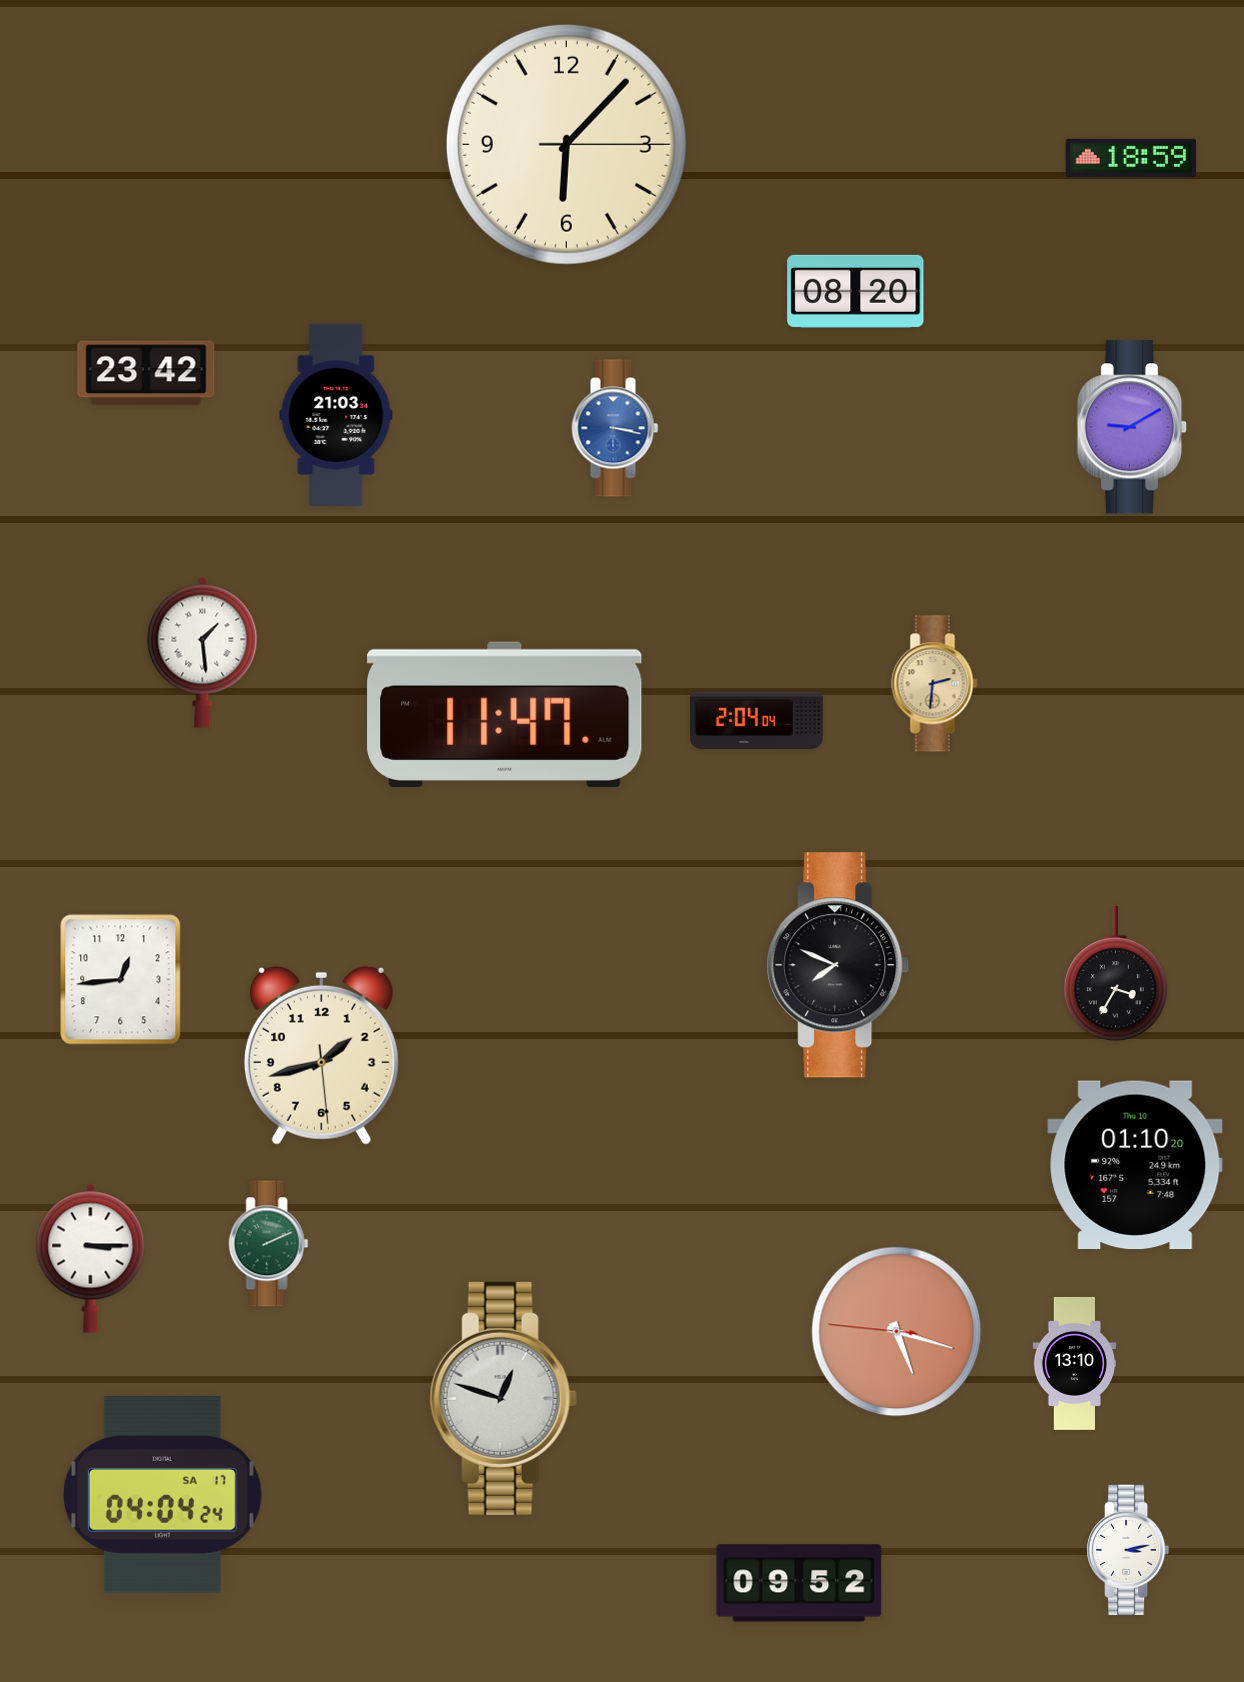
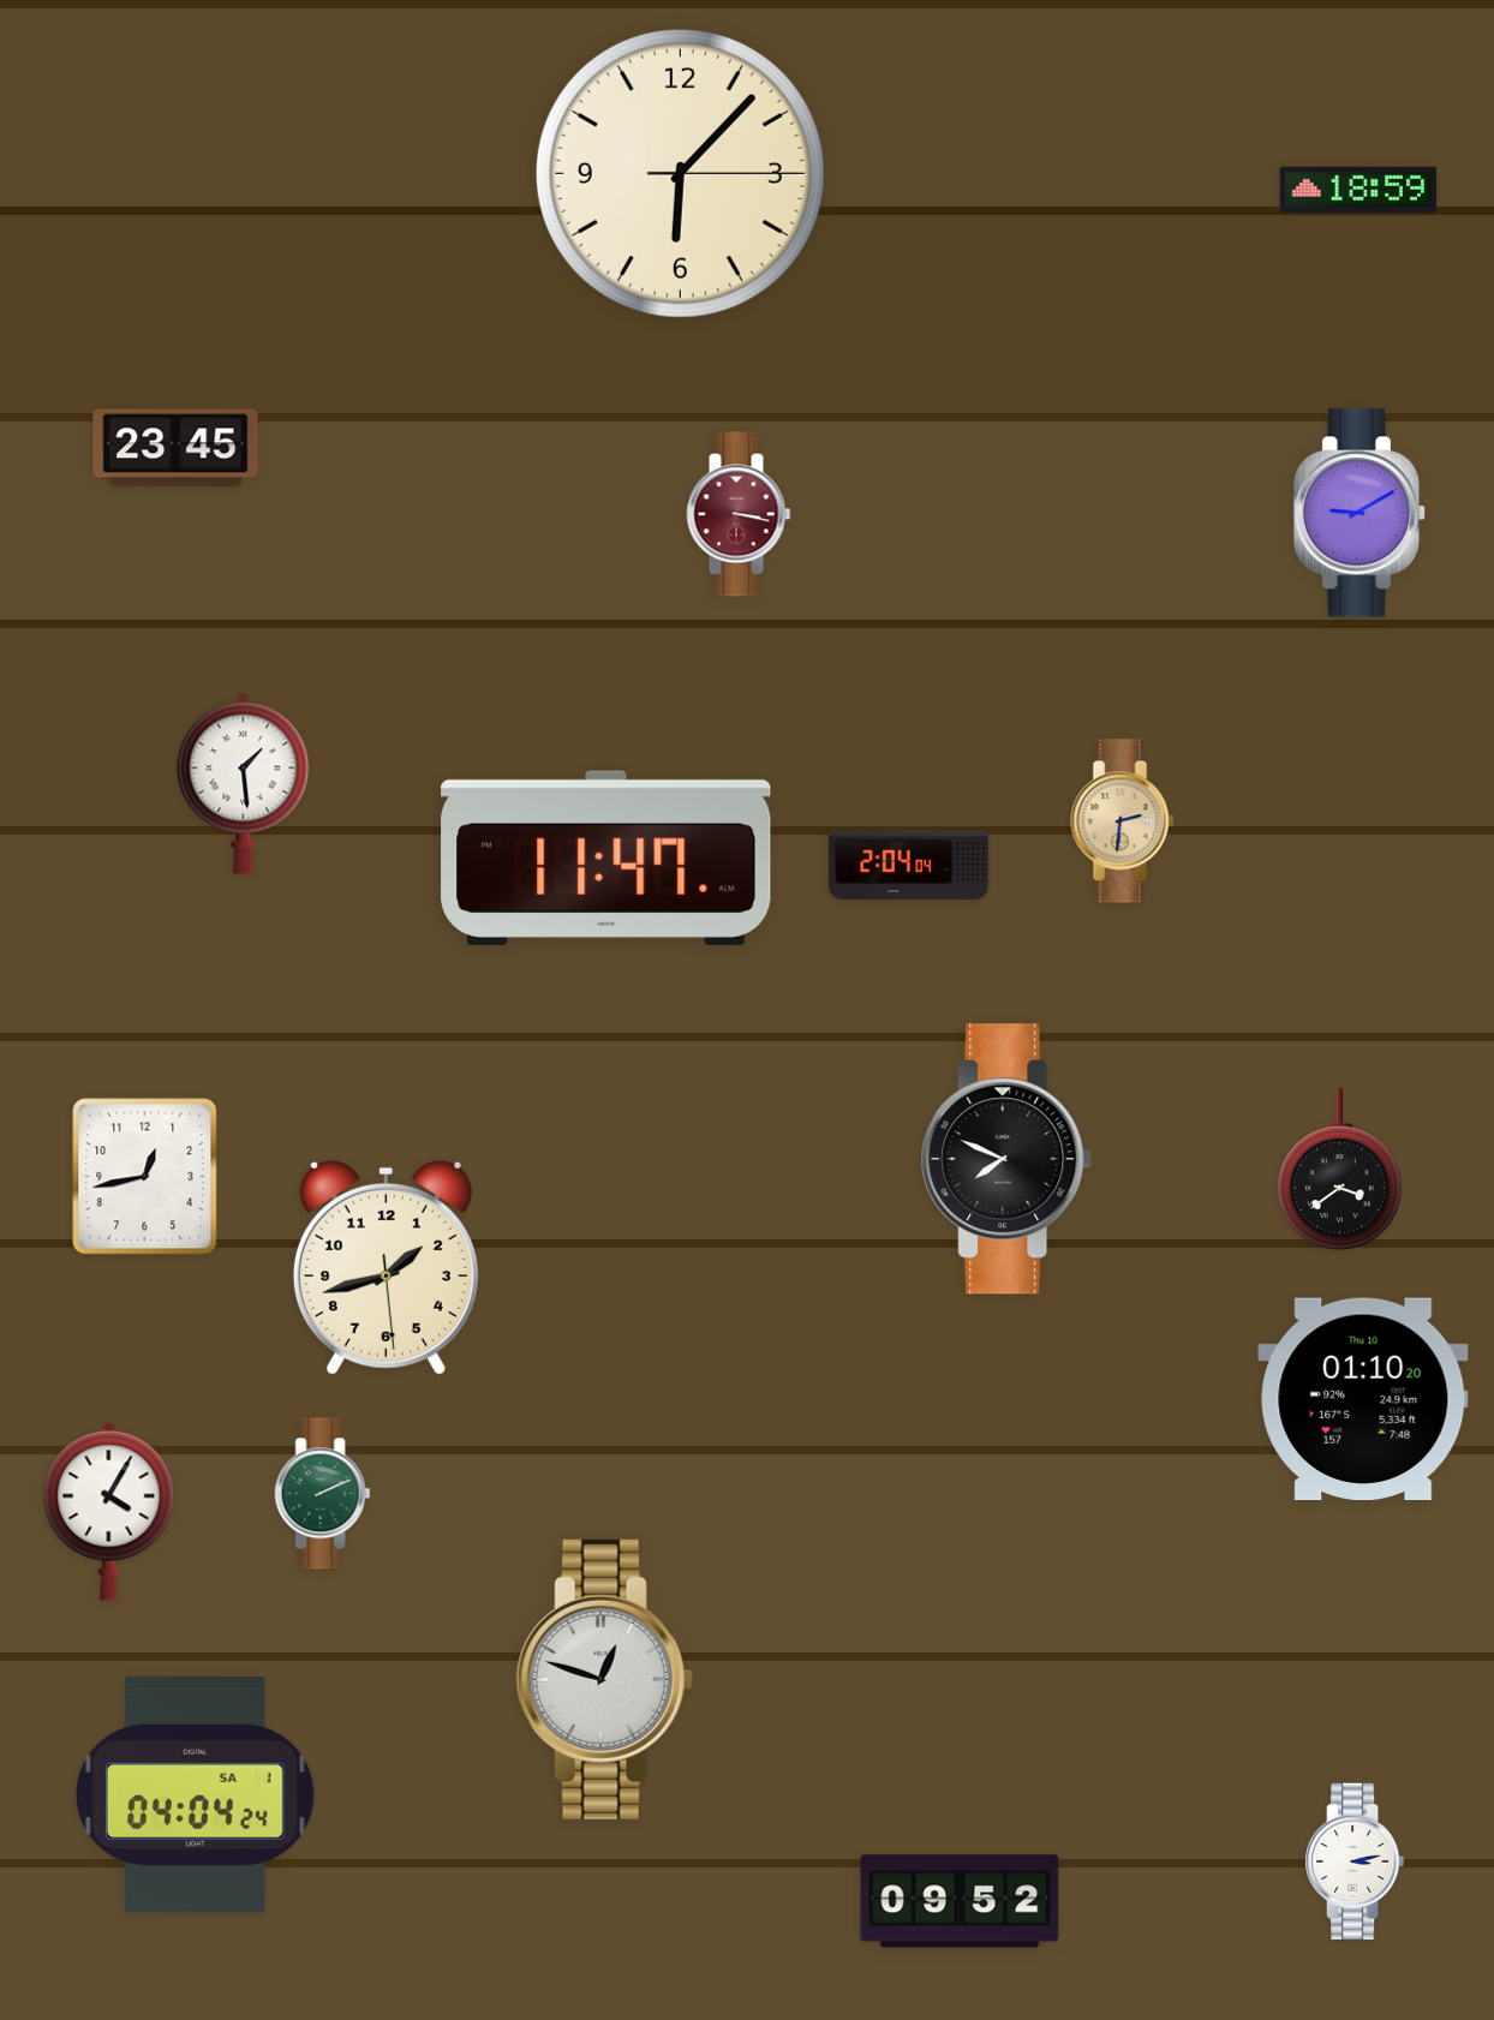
clock at (856, 291): 08:20 -> none
clock at (146, 373): 23:42 -> 23:45
clock at (336, 415): 21:03 -> none
clock at (615, 428) dial: blue -> burgundy
clock at (1115, 974): 3:35 -> 3:39
clock at (121, 980): 12:44 -> 12:43
clock at (91, 1258): 3:15 -> 4:05
clock at (897, 1332): 5:17 -> none
clock at (1075, 1363): 13:10 -> none
clock at (162, 1495) date: SA 17 -> SA 1
